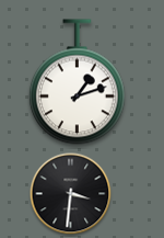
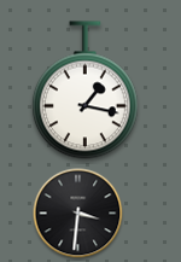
clock at (77, 82): 1:12 -> 1:17
